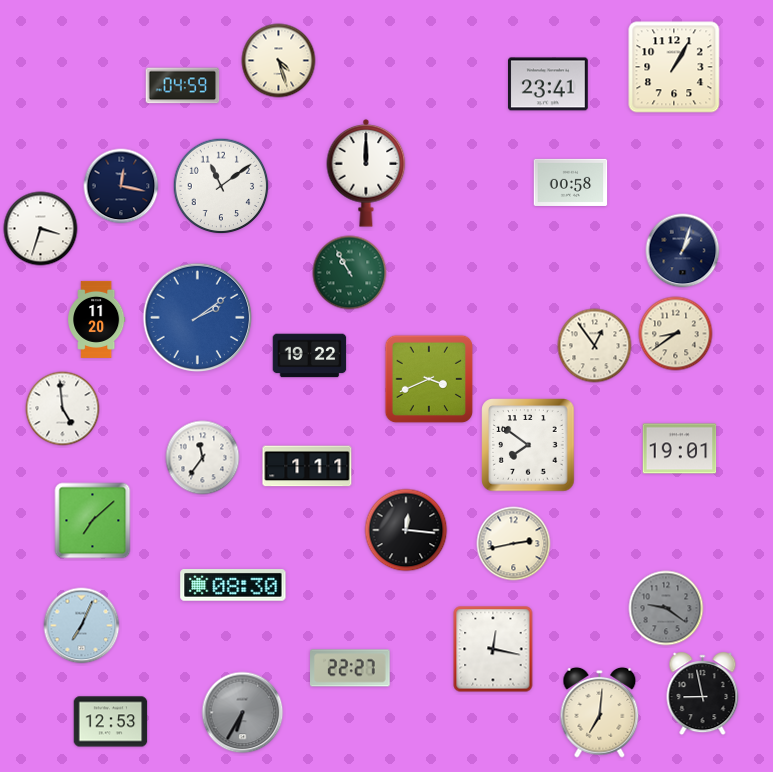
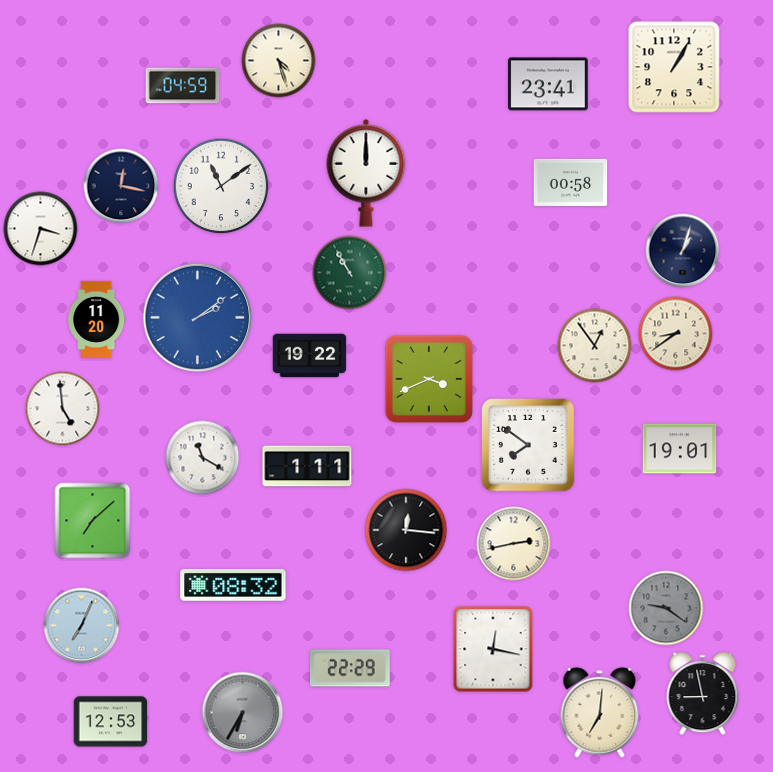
clock at (203, 458): 11:36 -> 11:20
clock at (233, 585): 08:30 -> 08:32
clock at (351, 668): 22:27 -> 22:29
